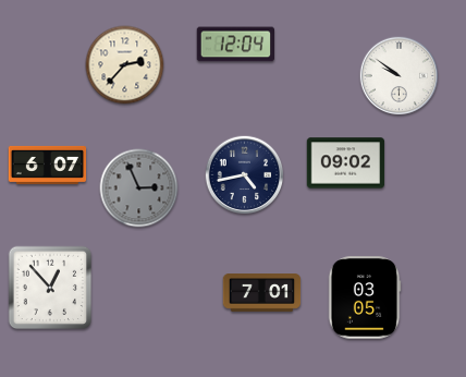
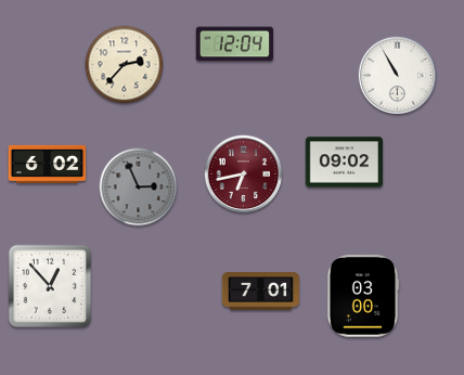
clock at (400, 76): 9:51 -> 10:55
clock at (48, 165): 6:07 -> 6:02
clock at (245, 175): 4:43 -> 6:43
clock at (245, 175) dial: navy -> burgundy
clock at (365, 297): 03:05 -> 03:00
